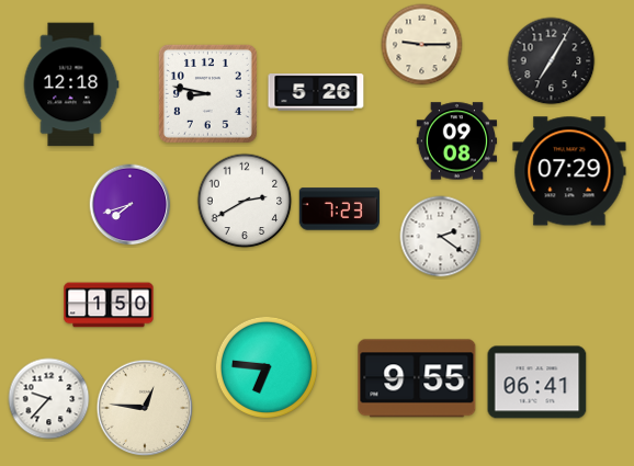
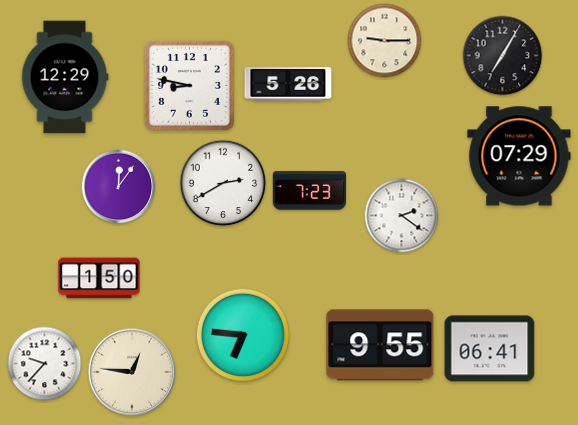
clock at (71, 84): 12:18 -> 12:29
clock at (456, 141): 09:08 -> none
clock at (131, 205): 7:42 -> 12:06
